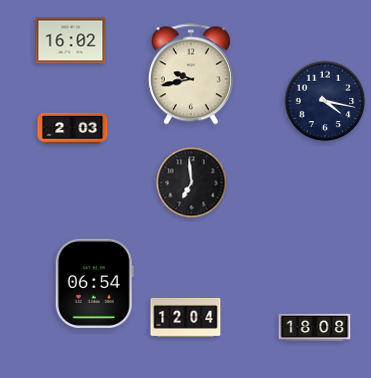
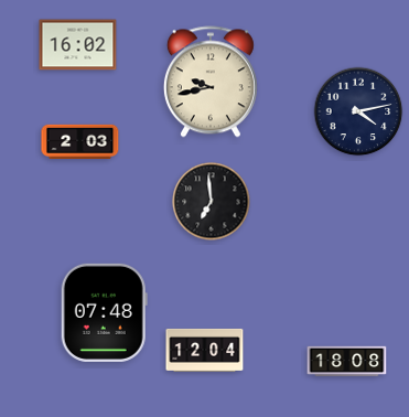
clock at (325, 101): 4:17 -> 4:13
clock at (94, 283): 06:54 -> 07:48
